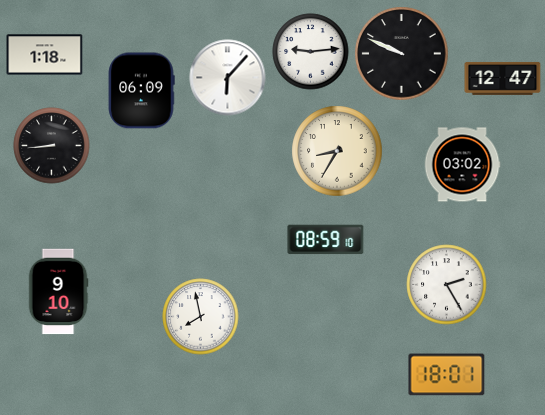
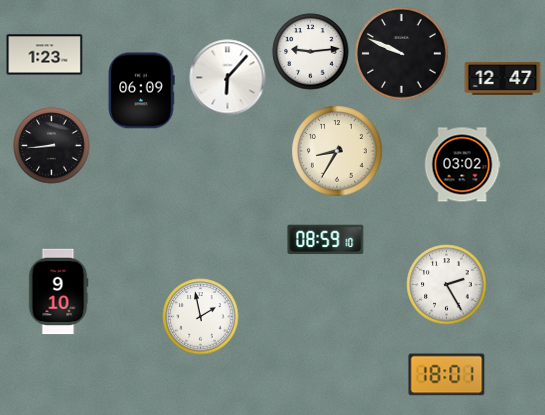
clock at (45, 55): 1:18 -> 1:23
clock at (201, 317): 7:58 -> 1:58
